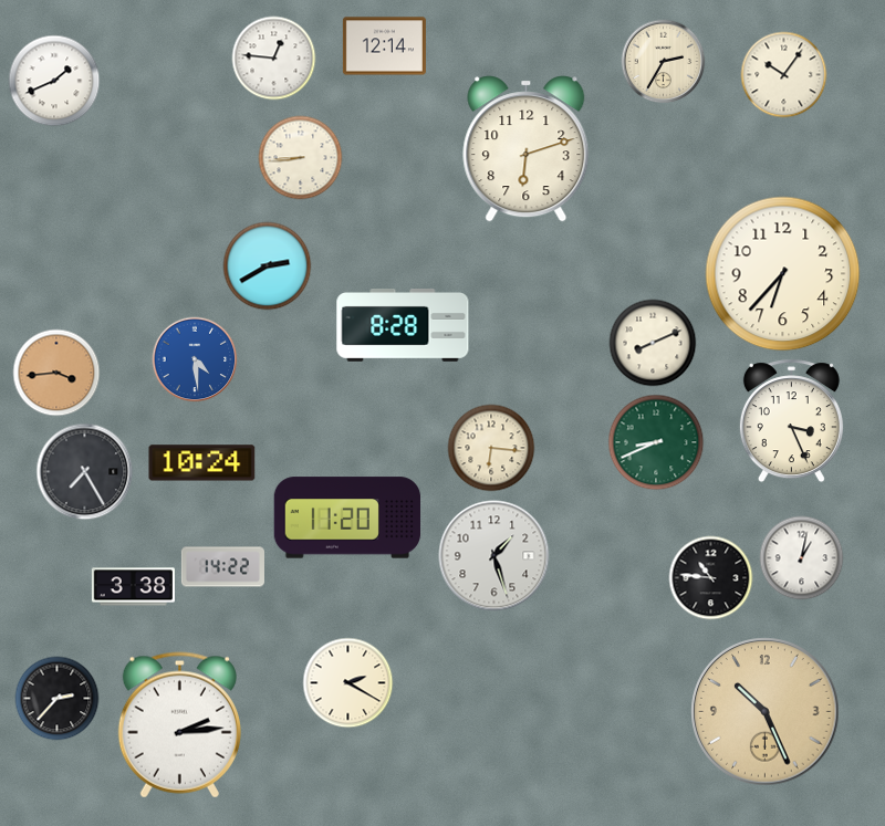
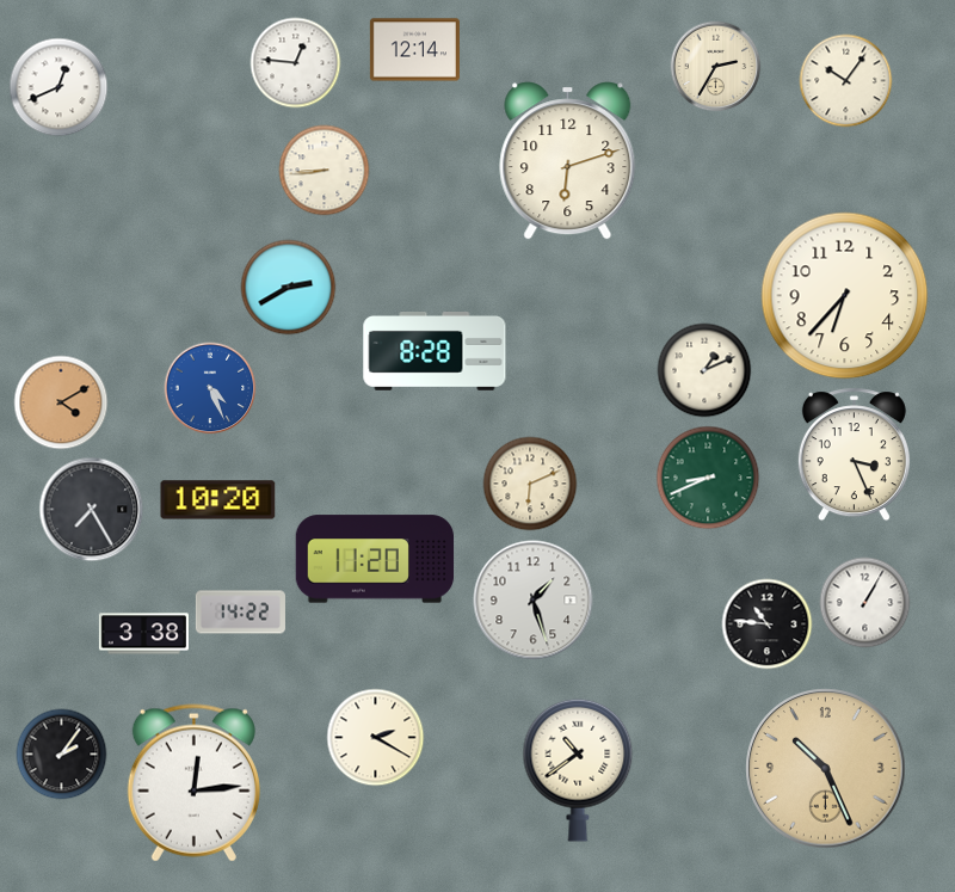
clock at (54, 81): 1:41 -> 12:41
clock at (653, 343): 8:11 -> 1:11
clock at (195, 359): 4:29 -> 4:26
clock at (56, 373): 3:44 -> 4:10
clock at (491, 448): 6:16 -> 6:11
clock at (202, 463): 10:24 -> 10:20
clock at (802, 558): 1:02 -> 1:05
clock at (58, 699): 2:37 -> 2:06
clock at (578, 770): none -> 10:39
clock at (179, 725): 2:14 -> 12:14
